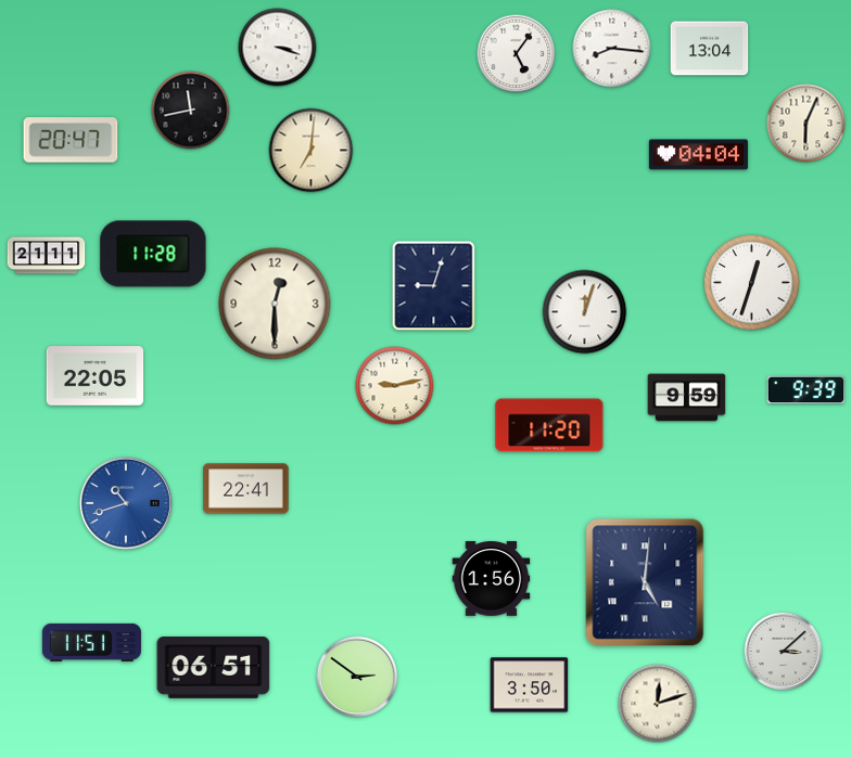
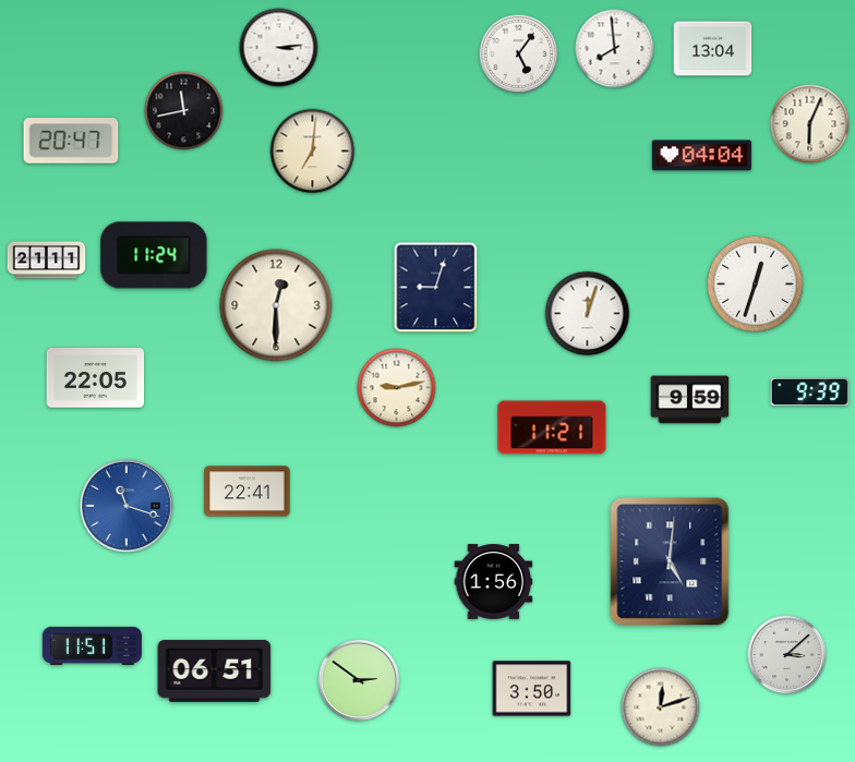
clock at (278, 48): 3:18 -> 3:14
clock at (612, 49): 8:16 -> 7:59
clock at (191, 111) position: (191, 111) -> (184, 111)
clock at (153, 254): 11:28 -> 11:24
clock at (47, 256) position: (47, 256) -> (47, 261)
clock at (549, 425): 11:20 -> 11:21
clock at (126, 503): 10:42 -> 11:18
clock at (645, 582) position: (645, 582) -> (670, 561)
